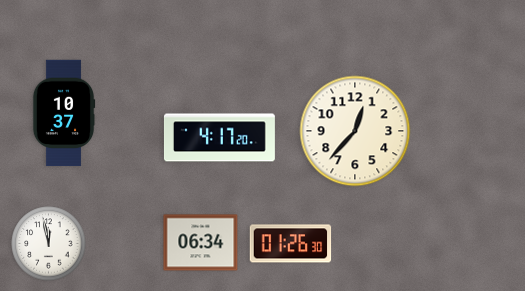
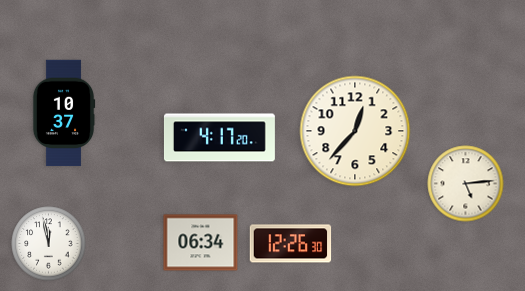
clock at (466, 184): none -> 5:14
clock at (291, 244): 01:26 -> 12:26
